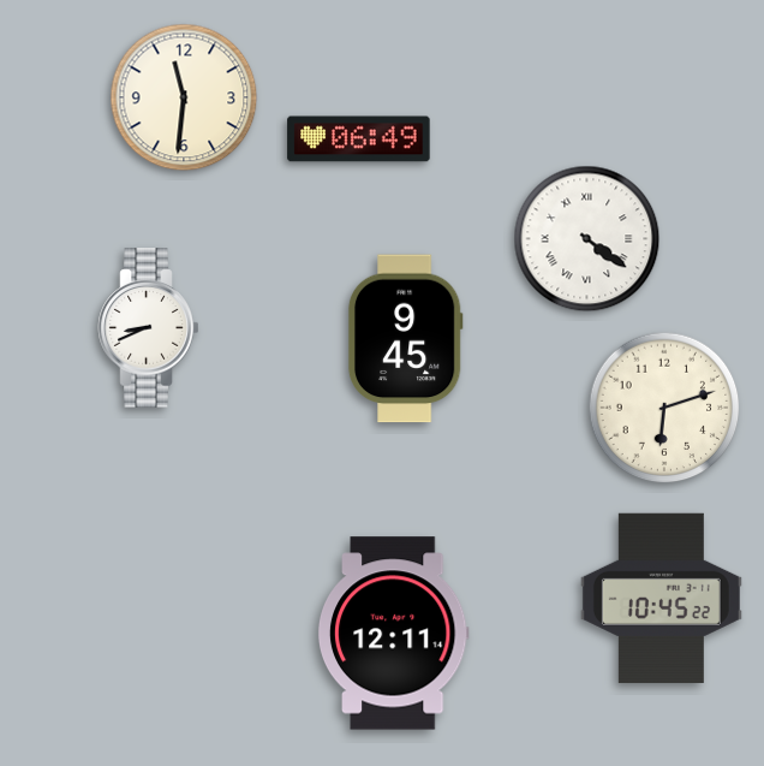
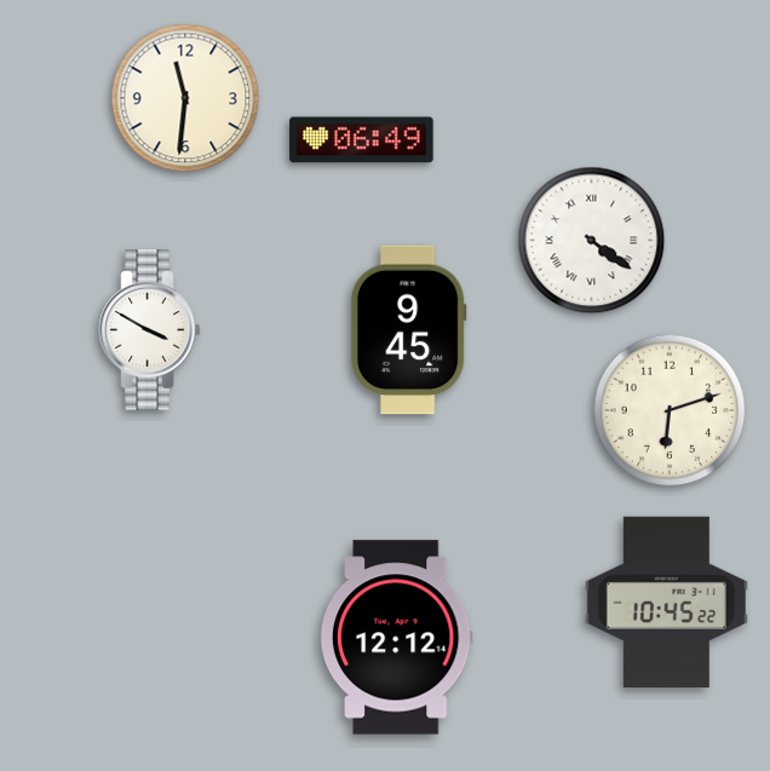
clock at (149, 328): 8:41 -> 3:50
clock at (405, 339) position: (405, 339) -> (408, 330)
clock at (393, 634): 12:11 -> 12:12
